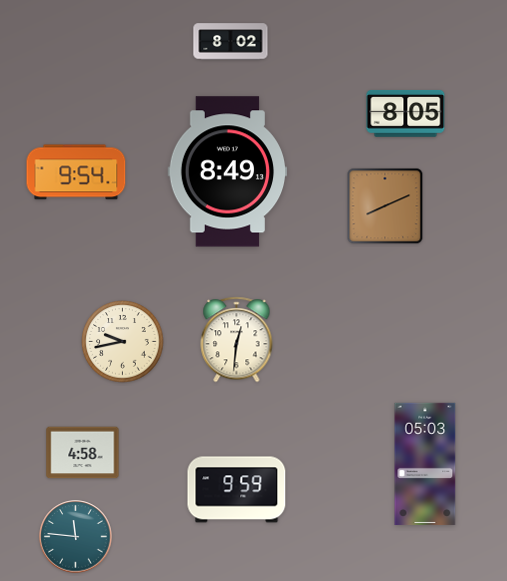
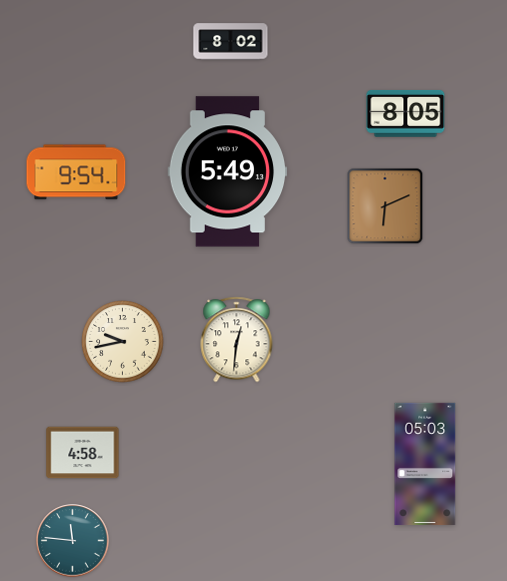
clock at (228, 172): 8:49 -> 5:49
clock at (385, 206): 8:11 -> 6:11
clock at (237, 490): 9:59 -> none
clock at (76, 537) position: (76, 537) -> (73, 541)
